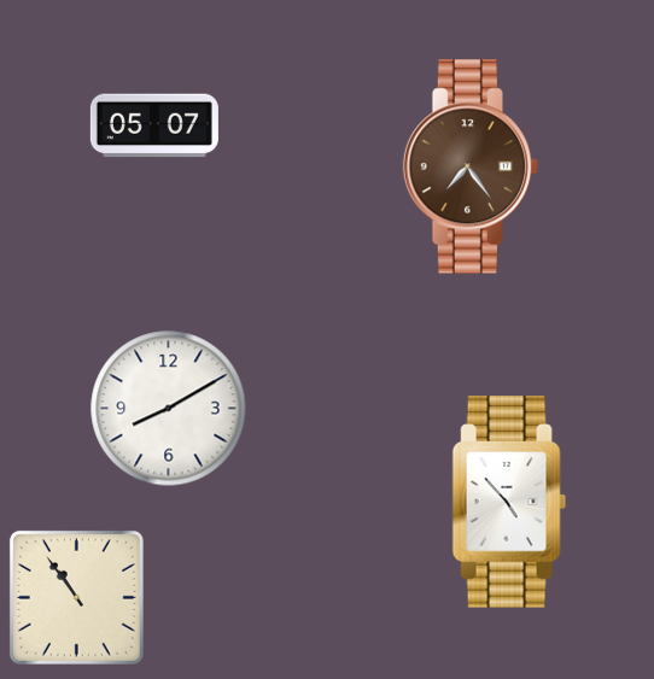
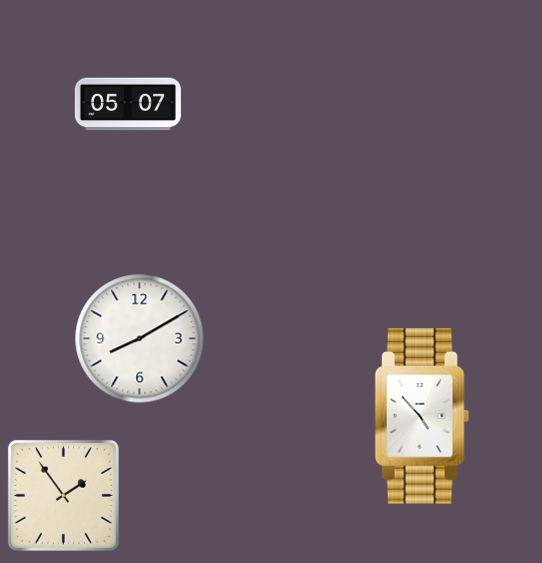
clock at (469, 166): 7:24 -> none
clock at (76, 597): 10:54 -> 1:54
